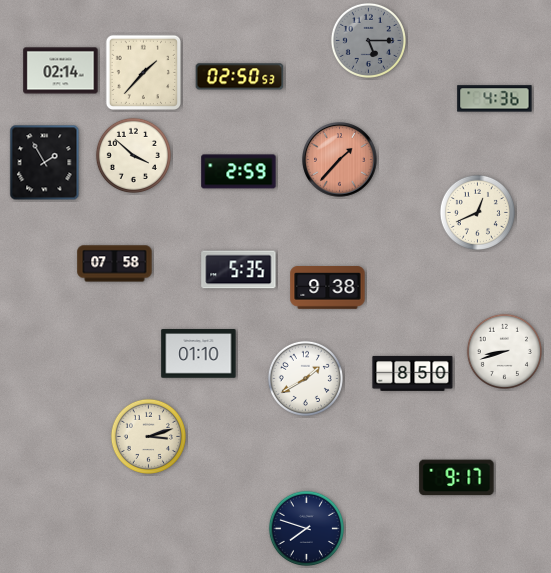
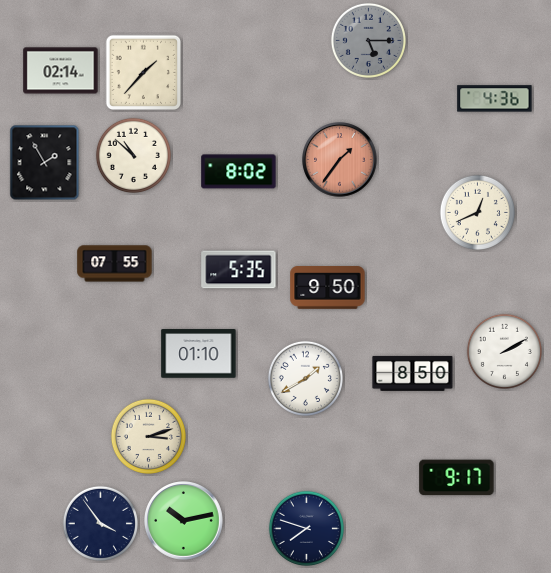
clock at (240, 77): 02:50 -> none
clock at (133, 155): 3:52 -> 10:52
clock at (340, 160): 1:37 -> 1:36
clock at (239, 172): 2:59 -> 8:02
clock at (115, 264): 07:58 -> 07:55
clock at (328, 288): 9:38 -> 9:50
clock at (504, 351): 8:42 -> 2:10
clock at (184, 521): none -> 10:13
clock at (100, 523): none -> 3:54
